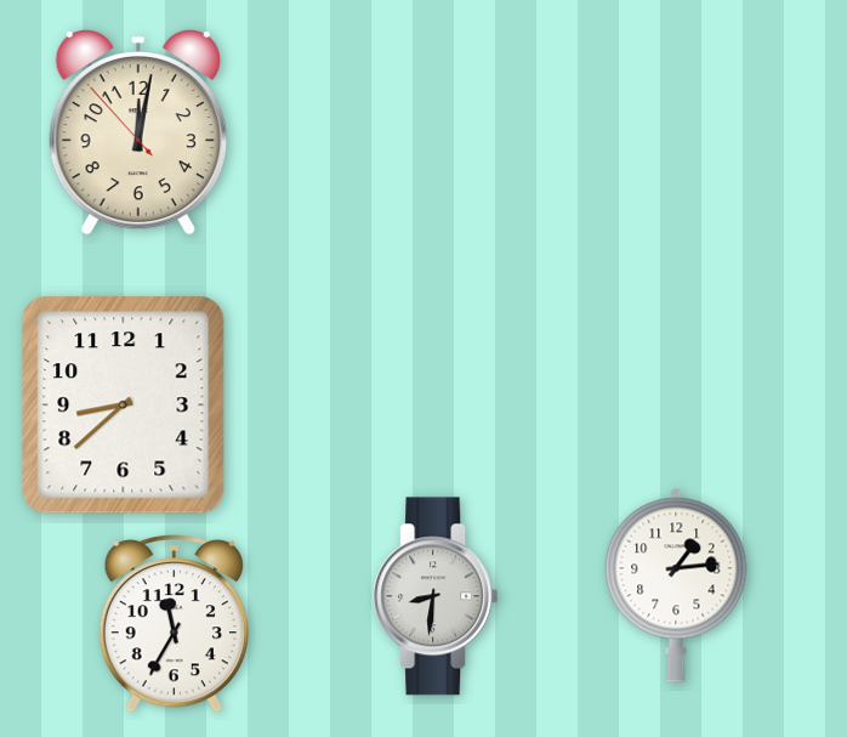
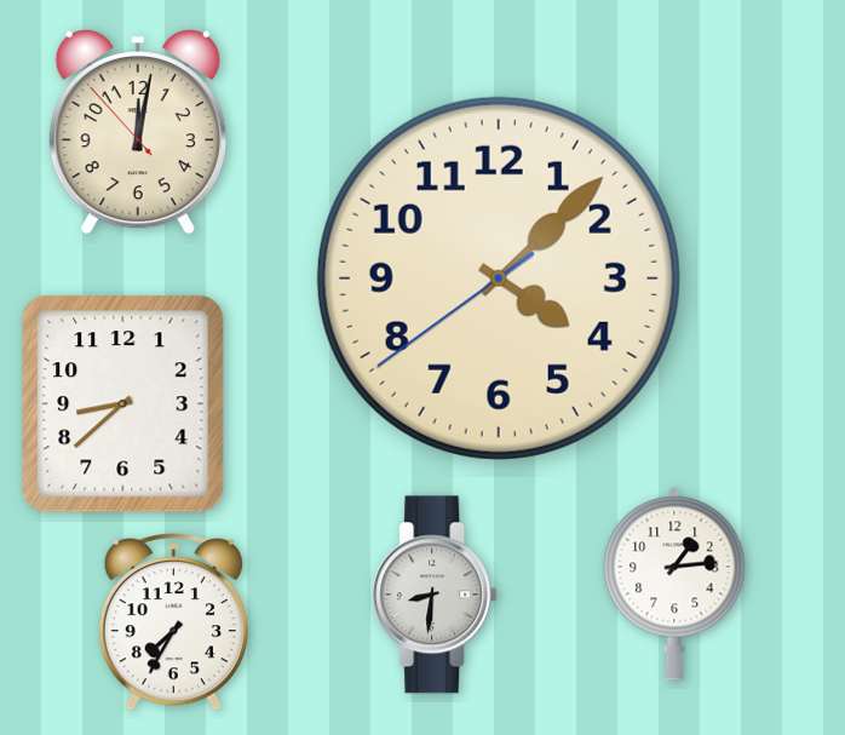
clock at (499, 279): none -> 4:07
clock at (174, 624): 11:35 -> 7:35
